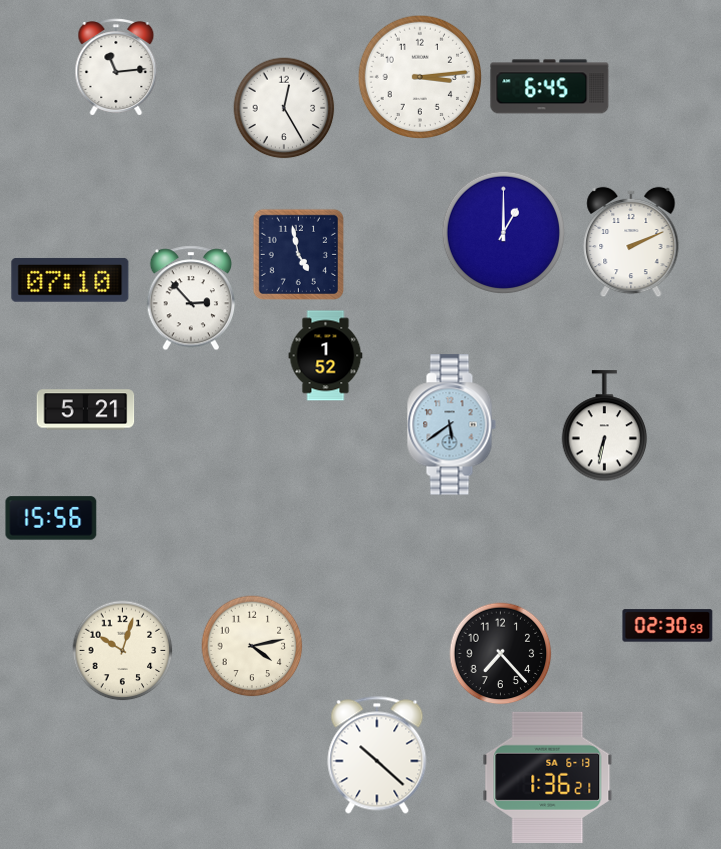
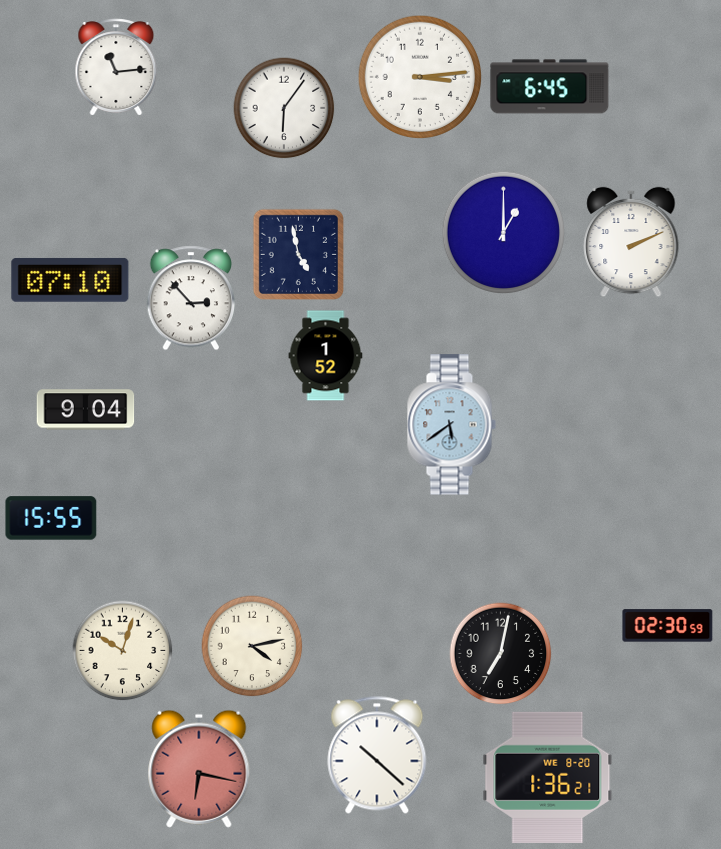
clock at (284, 108): 12:25 -> 6:06
clock at (86, 410): 5:21 -> 9:04
clock at (605, 426): 6:32 -> none
clock at (51, 518): 15:56 -> 15:55
clock at (501, 654): 7:23 -> 7:02
clock at (199, 769): none -> 6:17
clock at (548, 777) date: SA 6-13 -> WE 8-20
